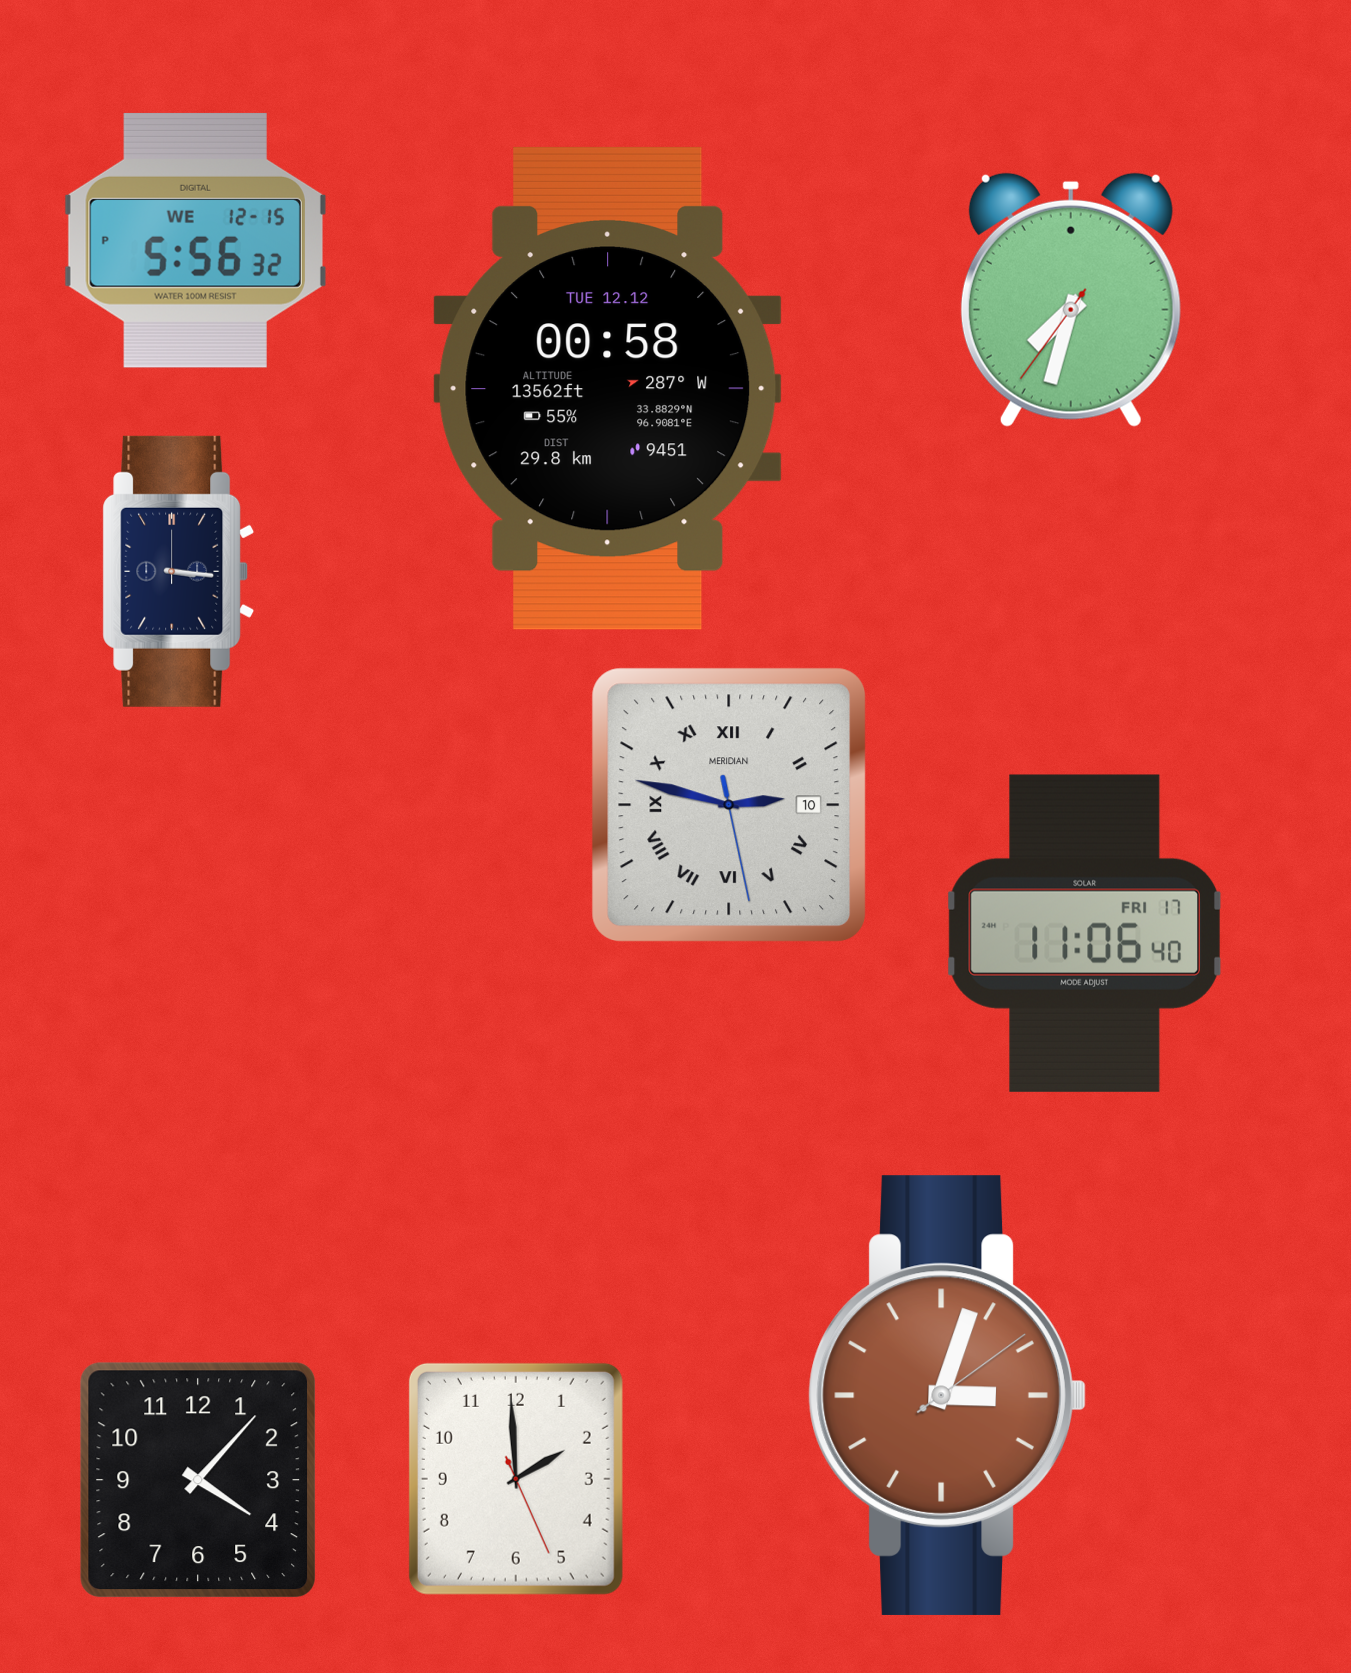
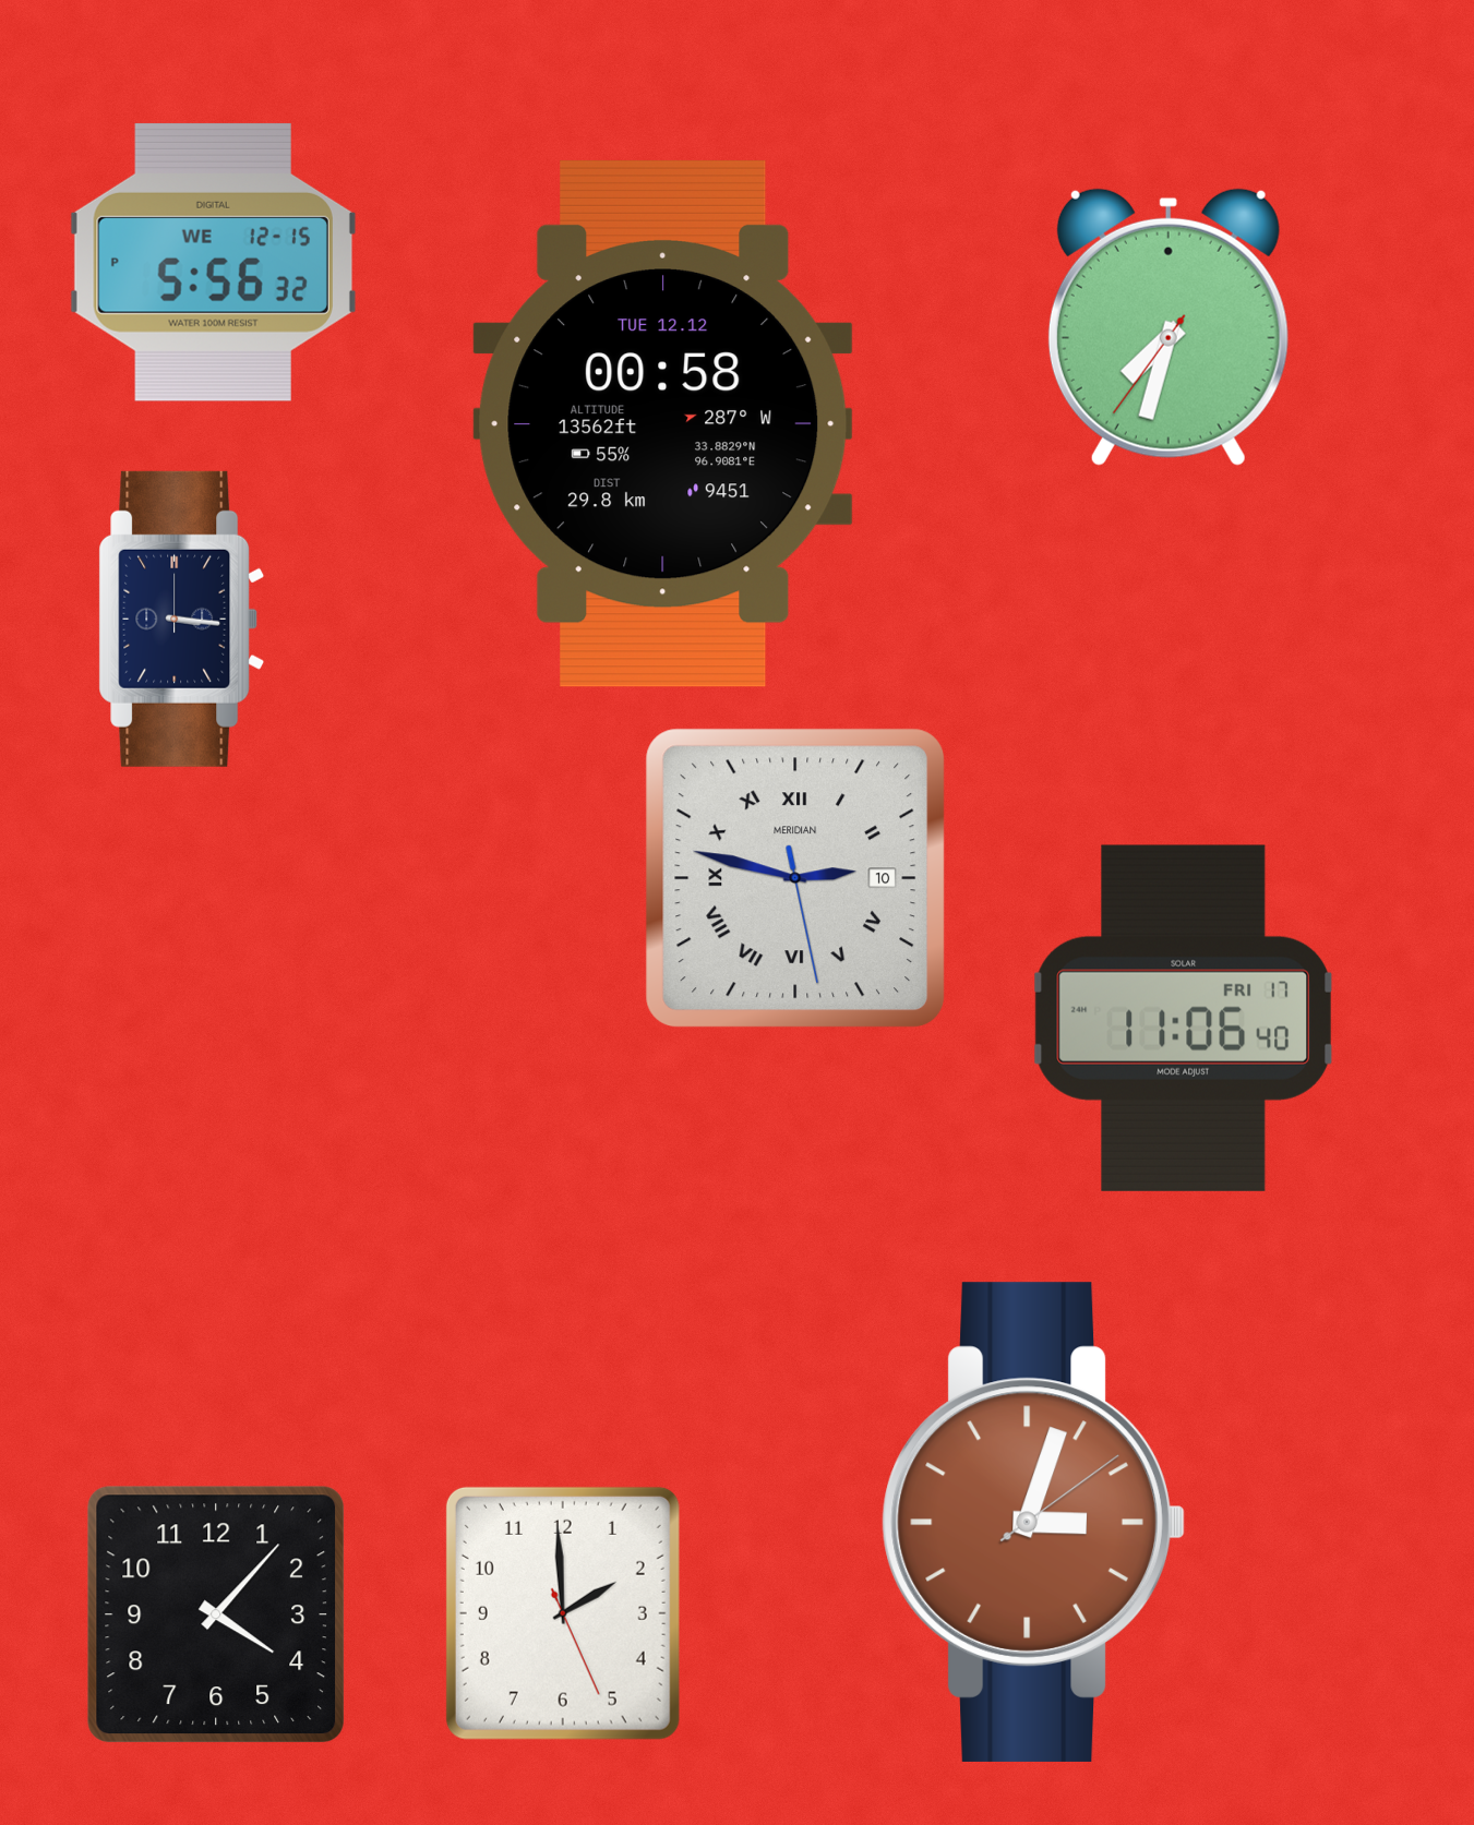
clock at (179, 571) position: (179, 571) -> (182, 619)
